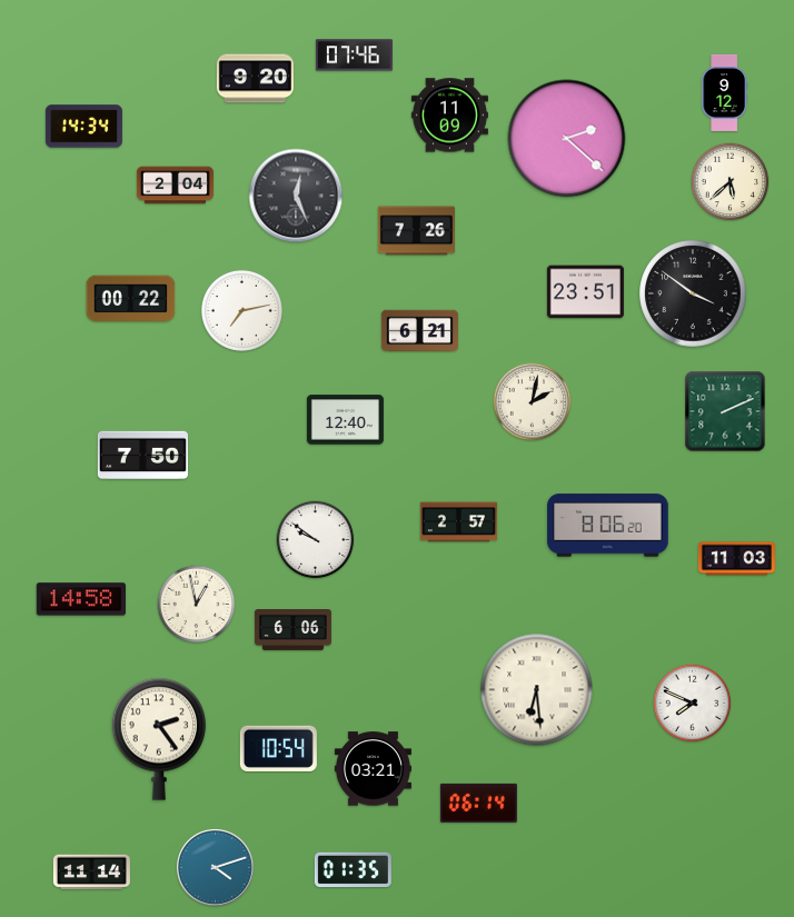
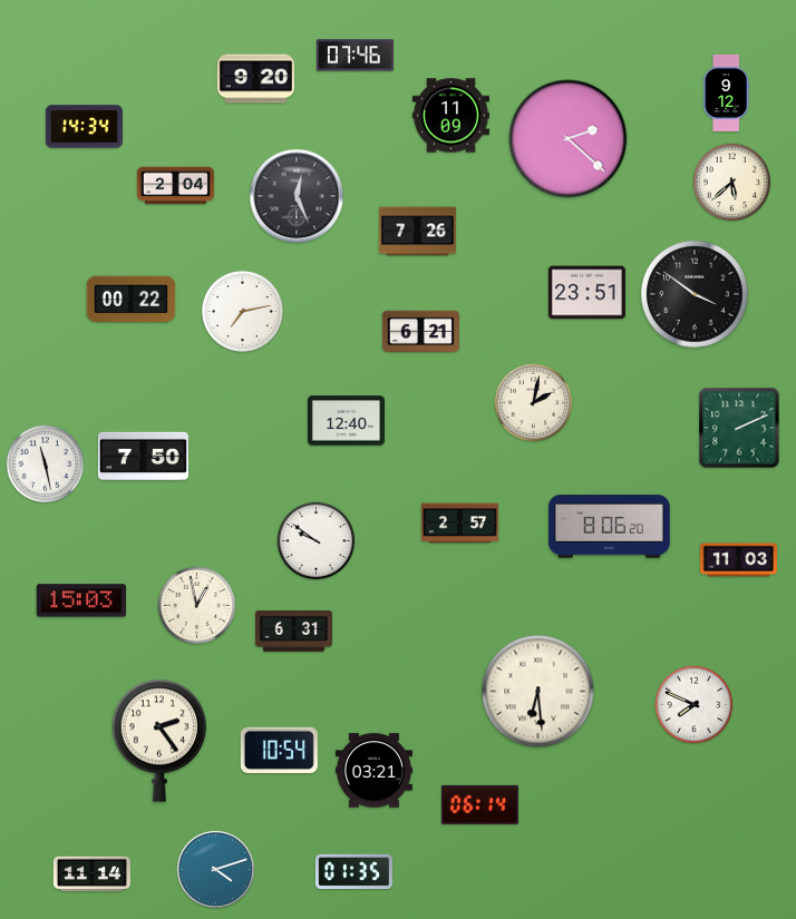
clock at (725, 411) position: (725, 411) -> (739, 428)
clock at (46, 465): none -> 11:28
clock at (80, 599): 14:58 -> 15:03
clock at (292, 630): 6:06 -> 6:31
